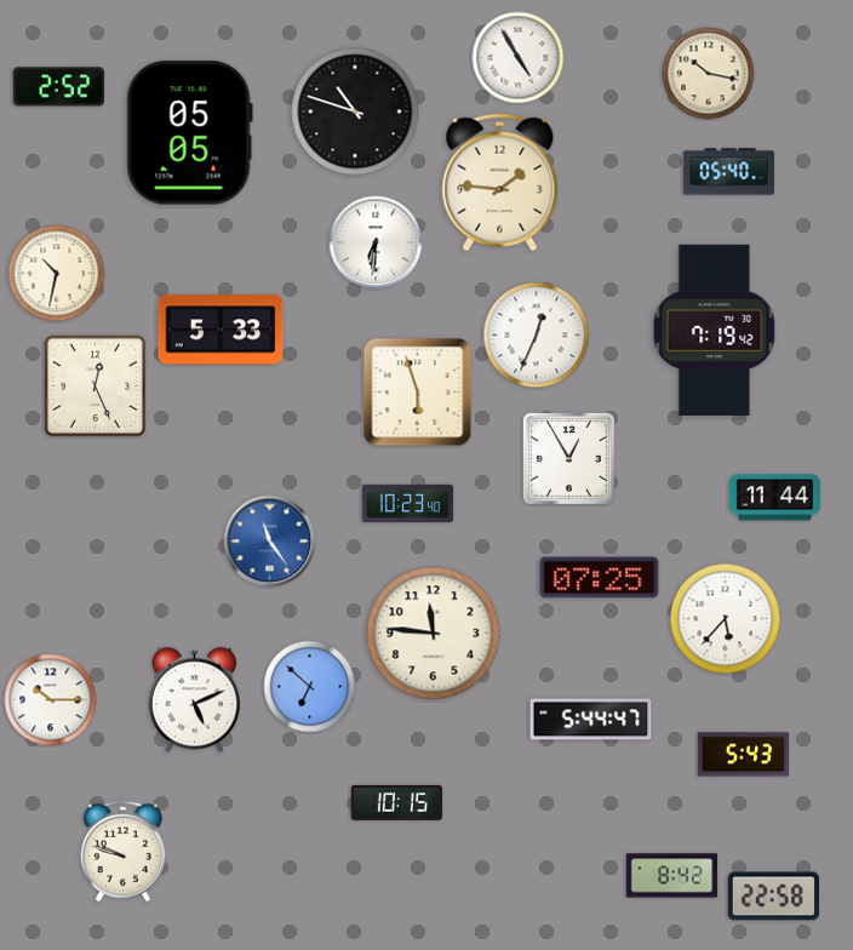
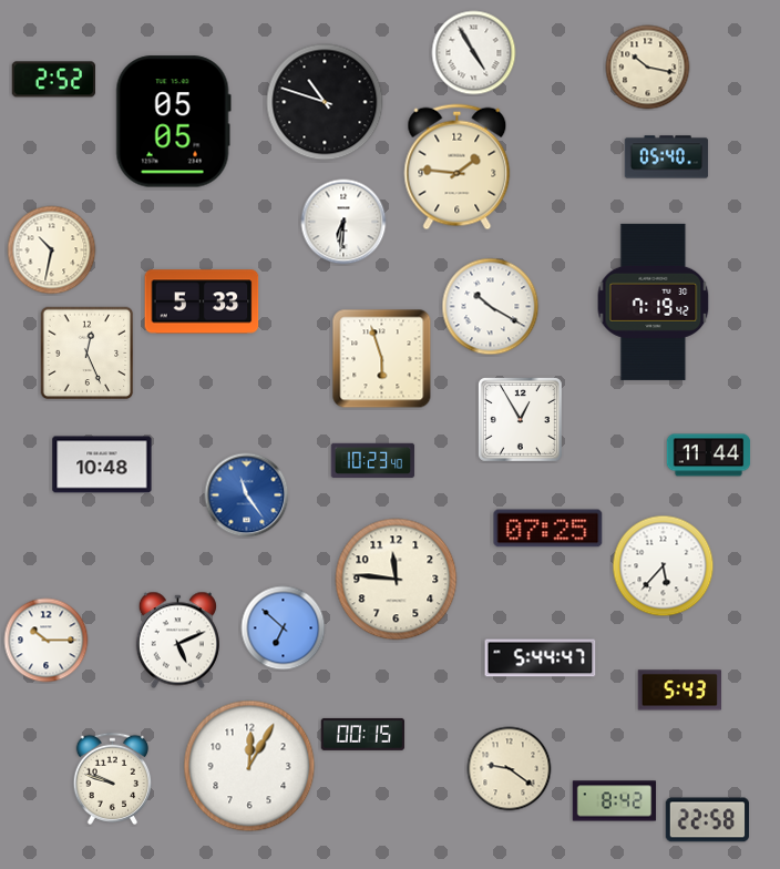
clock at (537, 336): 12:34 -> 10:20
clock at (102, 464): none -> 10:48
clock at (397, 802): 10:15 -> 00:15
clock at (249, 766): none -> 12:05
clock at (510, 769): none -> 9:21
